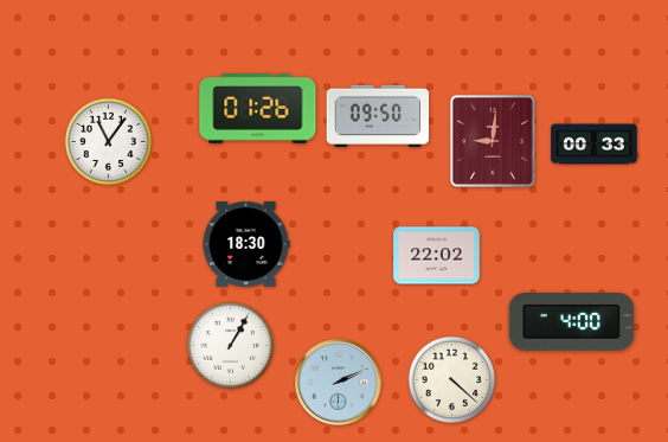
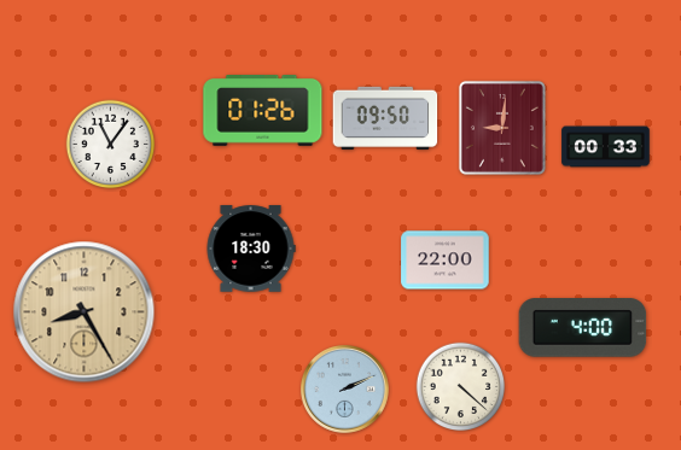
clock at (493, 141) position: (493, 141) -> (502, 128)
clock at (437, 256): 22:02 -> 22:00
clock at (85, 312): none -> 8:25
clock at (231, 346): 1:05 -> none
